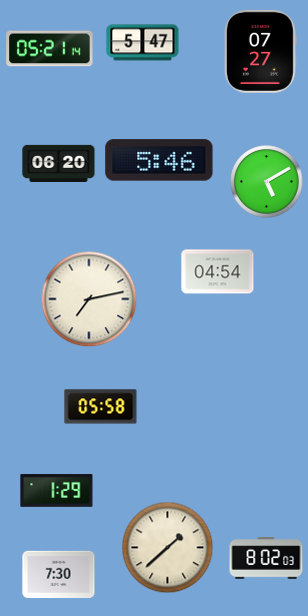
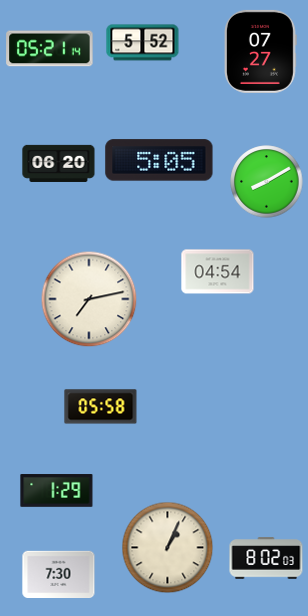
clock at (143, 43): 5:47 -> 5:52
clock at (159, 160): 5:46 -> 5:05
clock at (267, 182): 5:10 -> 8:10
clock at (168, 548): 1:38 -> 1:04
